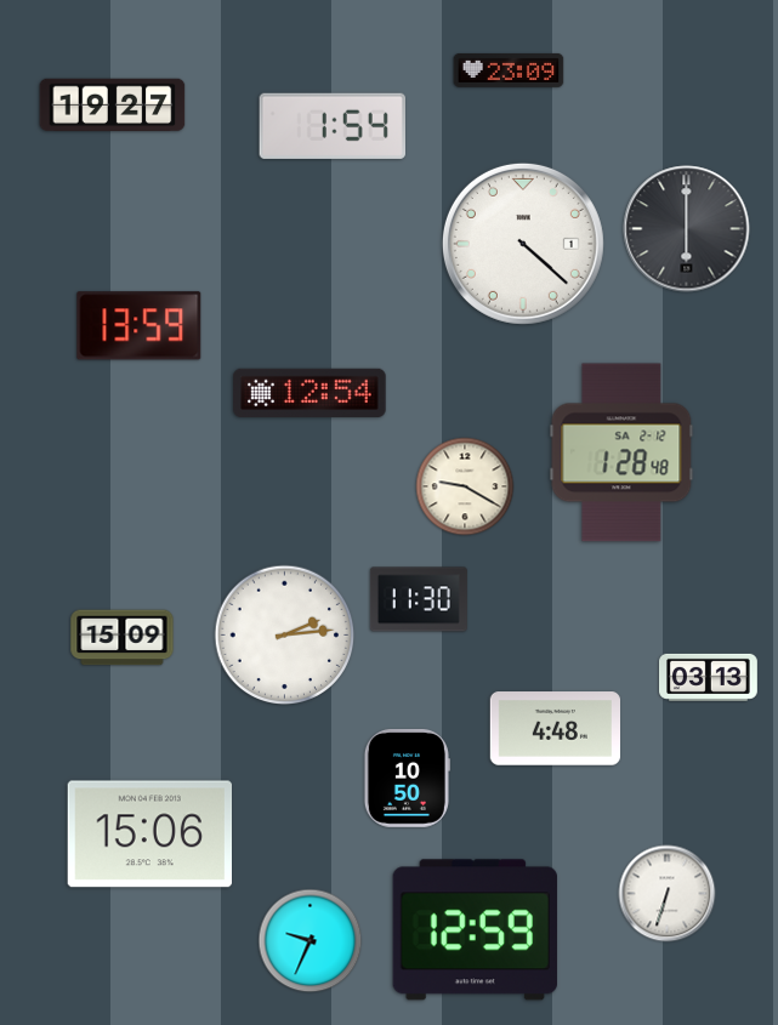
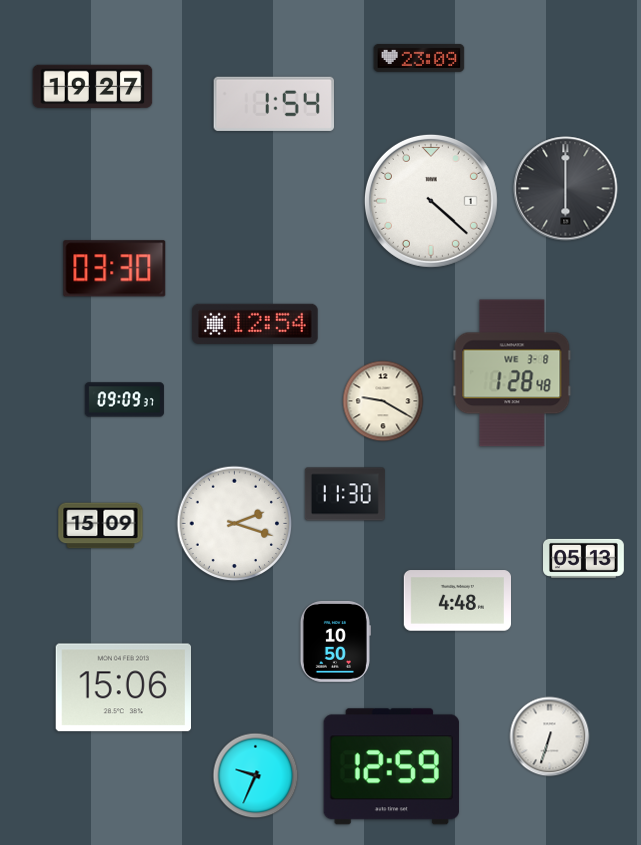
clock at (140, 326): 13:59 -> 03:30
clock at (621, 452) date: SA 2-12 -> WE 3-8
clock at (124, 400): none -> 09:09
clock at (285, 636): 2:14 -> 2:18
clock at (709, 677): 03:13 -> 05:13
